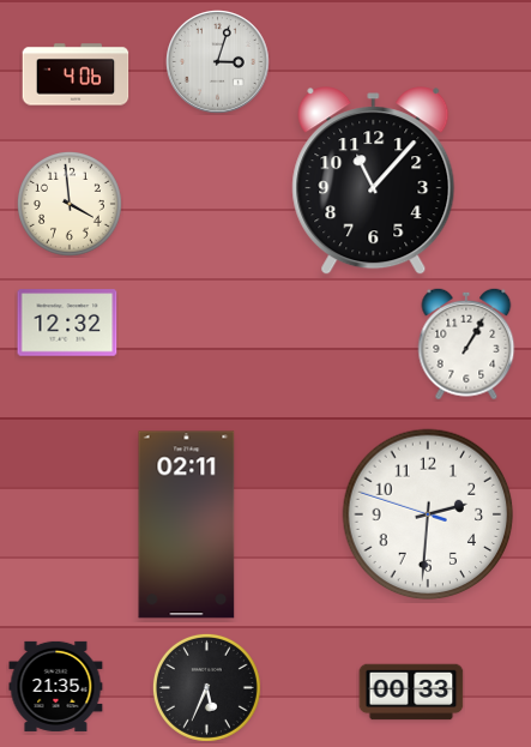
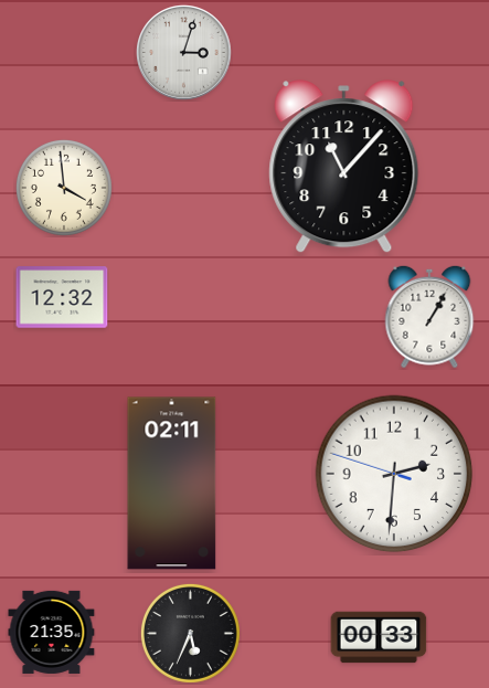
clock at (218, 62) position: (218, 62) -> (184, 53)
clock at (76, 74): 4:06 -> none
